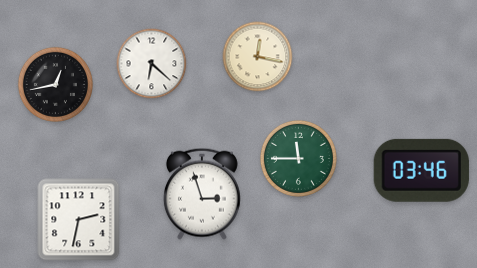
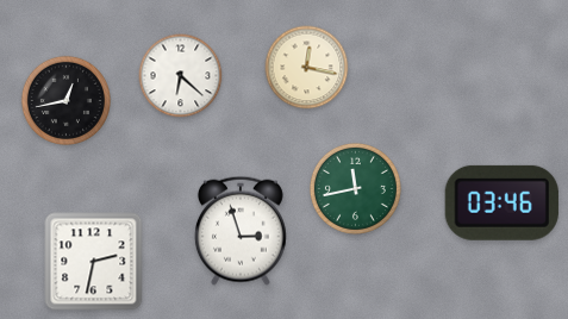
clock at (298, 158): 11:45 -> 11:43
